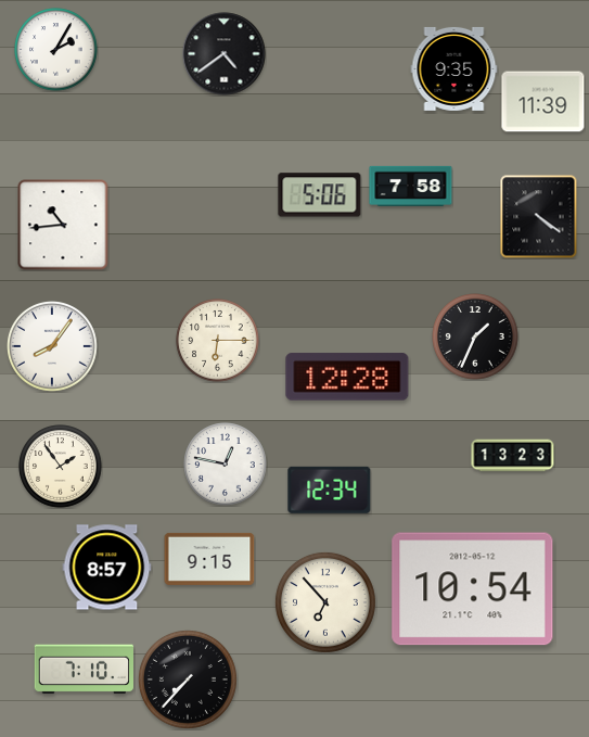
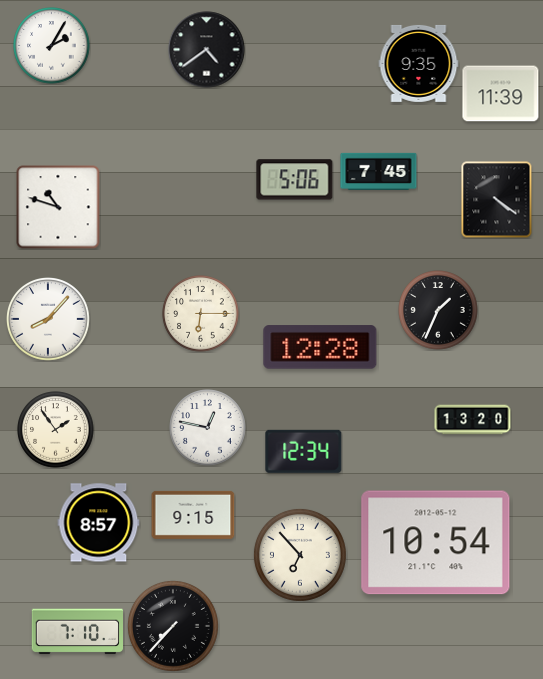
clock at (411, 186): 7:58 -> 7:45
clock at (63, 225): 10:44 -> 10:48
clock at (53, 347): 8:06 -> 8:07
clock at (513, 456): 13:23 -> 13:20
clock at (84, 670) position: (84, 670) -> (77, 632)
